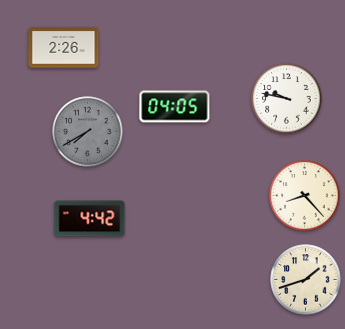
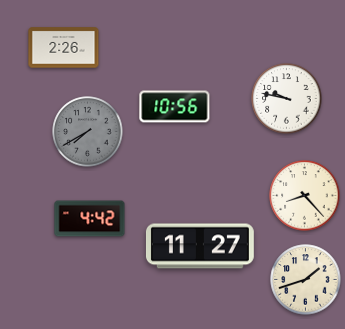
clock at (175, 107): 04:05 -> 10:56
clock at (200, 246): none -> 11:27
